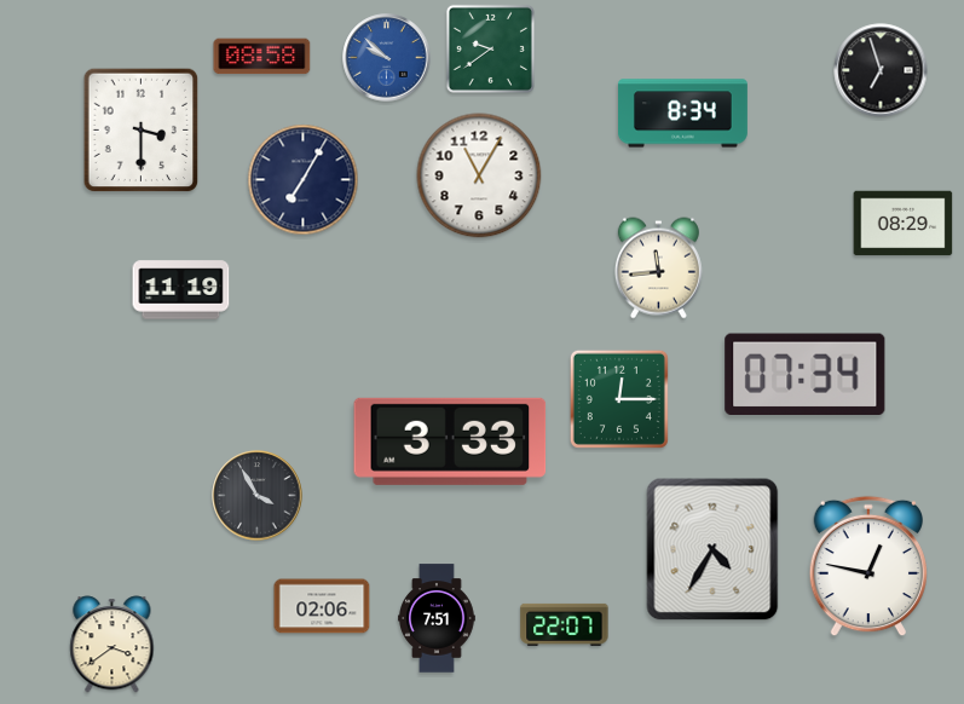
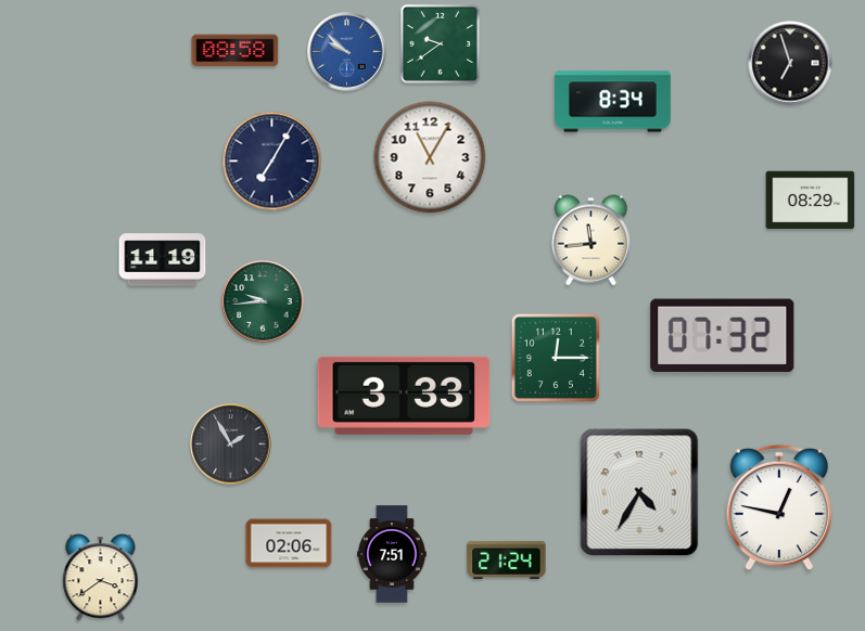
clock at (142, 131): 3:30 -> none
clock at (263, 301): none -> 9:44
clock at (806, 374): 07:34 -> 07:32
clock at (258, 496): 3:55 -> 1:55
clock at (565, 624): 22:07 -> 21:24
